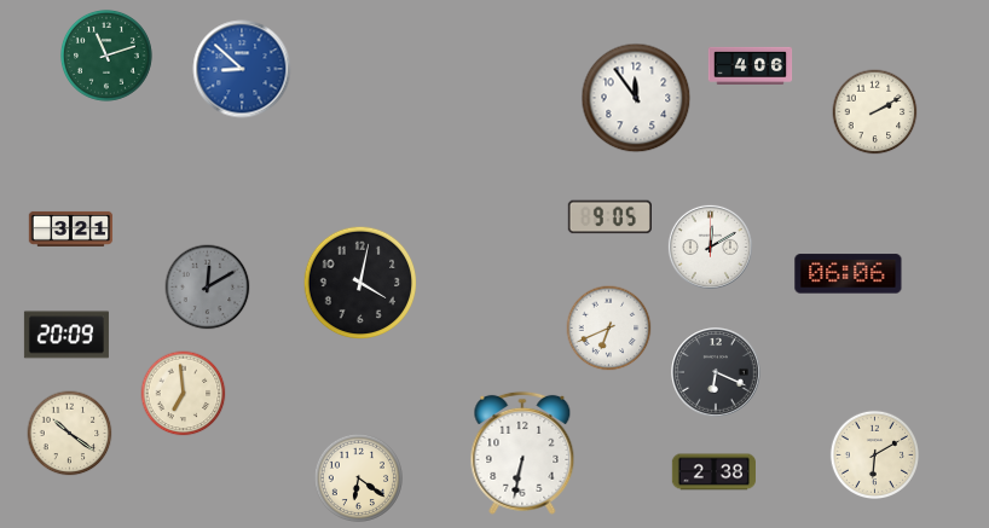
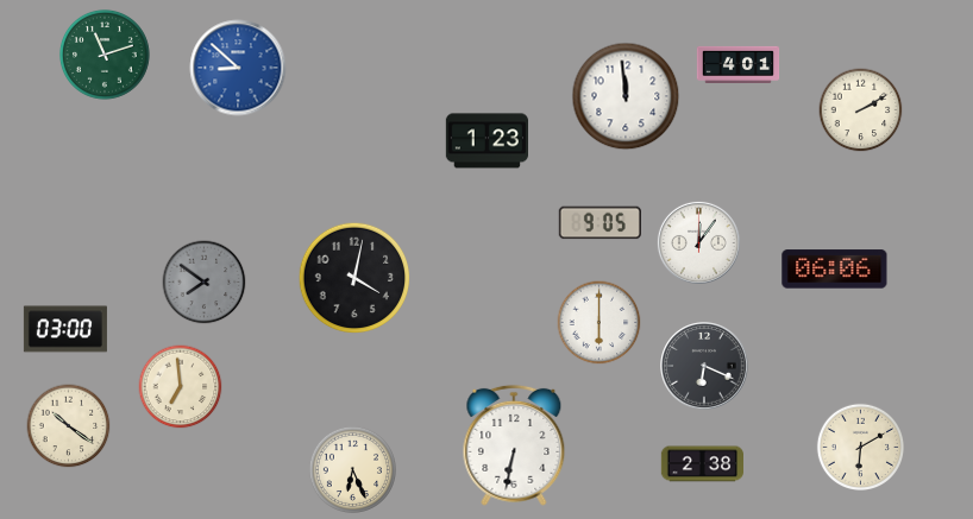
clock at (751, 65): 4:06 -> 4:01
clock at (636, 98): 11:54 -> 11:59
clock at (486, 141): none -> 1:23
clock at (609, 217) position: (609, 217) -> (600, 223)
clock at (71, 228): 3:21 -> none
clock at (710, 246): 12:10 -> 12:06
clock at (208, 288): 12:10 -> 7:51
clock at (609, 329): 6:41 -> 6:00
clock at (66, 335): 20:09 -> 03:00
clock at (358, 477): 6:21 -> 6:26
